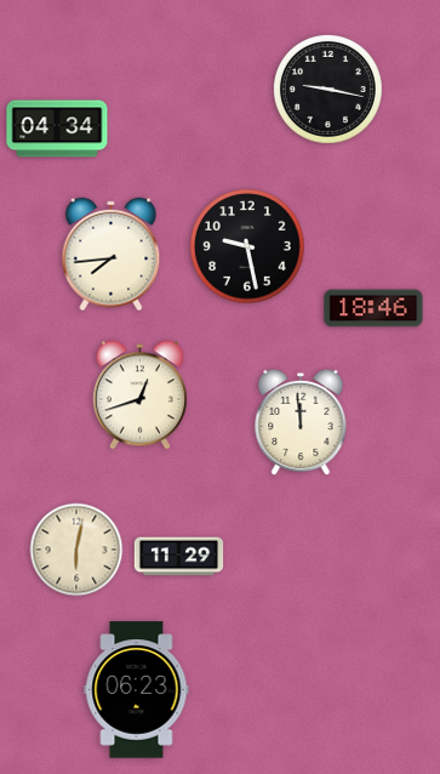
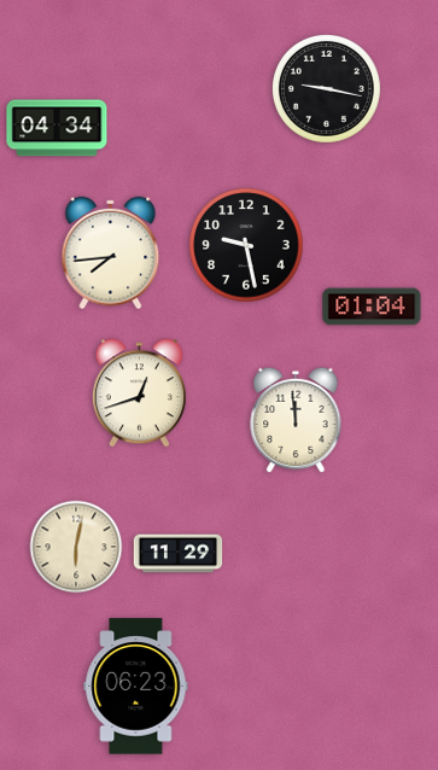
clock at (373, 308): 18:46 -> 01:04
clock at (301, 422) position: (301, 422) -> (296, 420)
